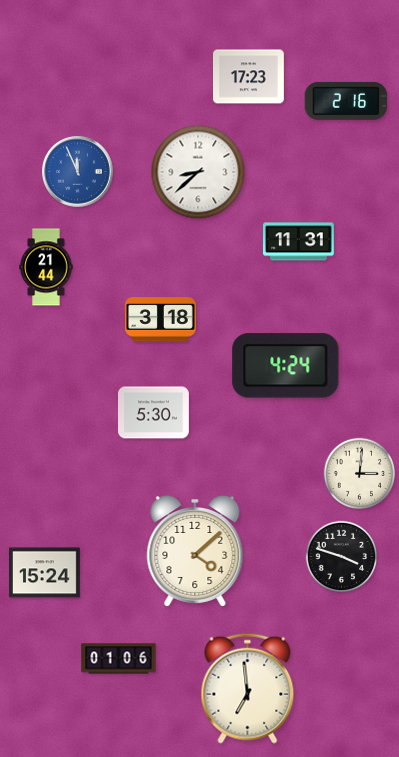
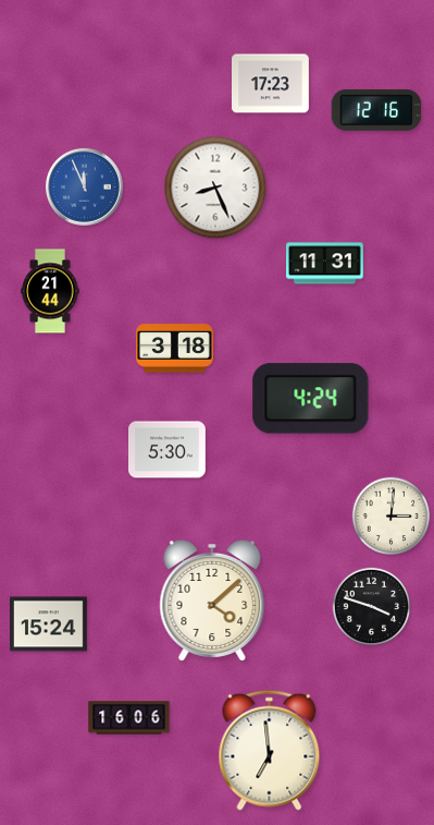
clock at (346, 101): 2:16 -> 12:16
clock at (198, 172): 8:38 -> 8:26
clock at (119, 659): 01:06 -> 16:06
